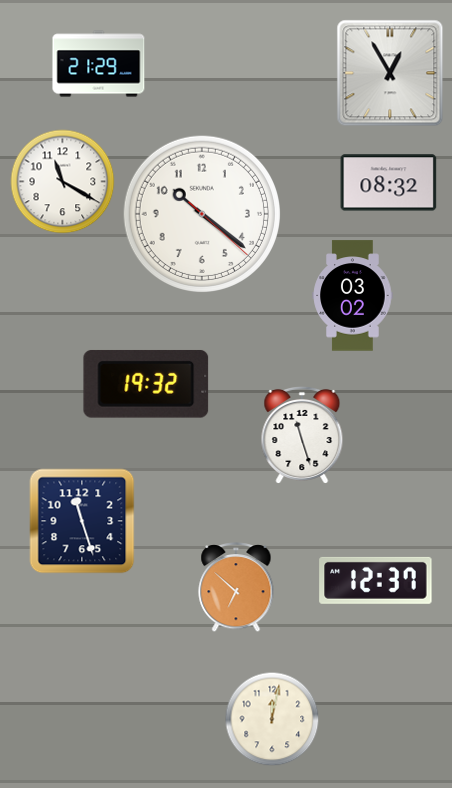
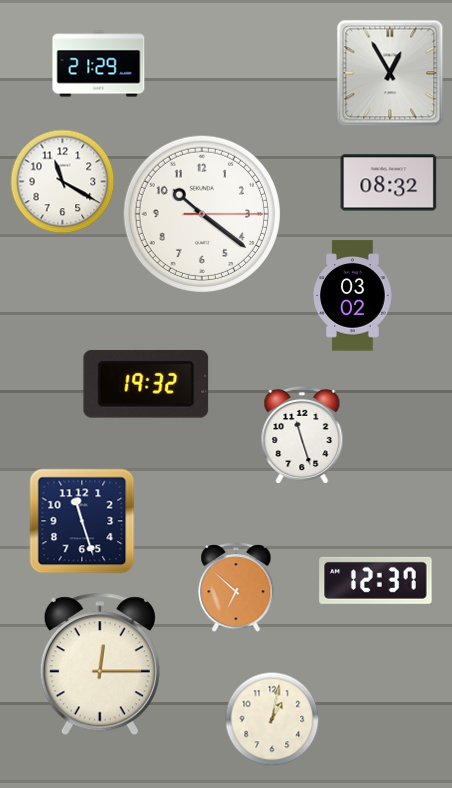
clock at (201, 213): 10:21:22 -> 10:21:15
clock at (100, 664): none -> 12:15
clock at (272, 719): 12:02 -> 1:02
